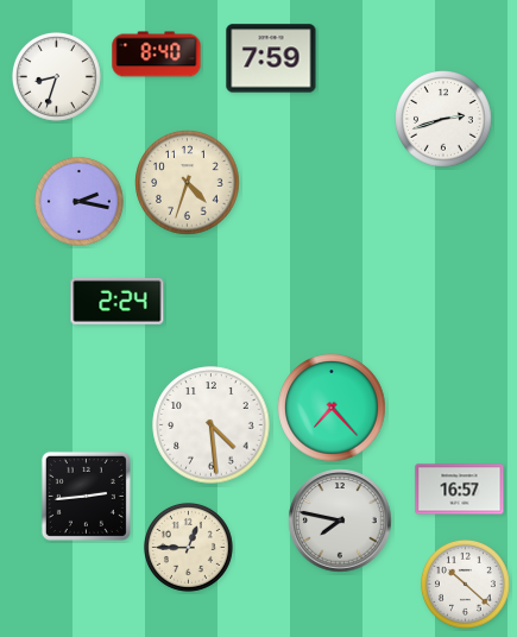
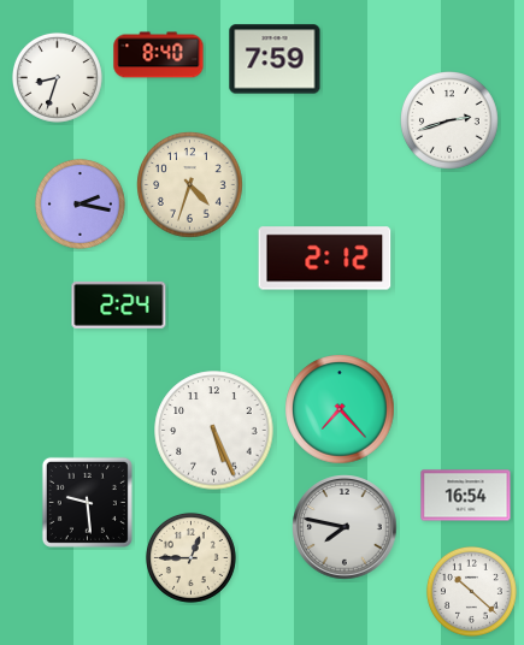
clock at (325, 259): none -> 2:12
clock at (332, 408) position: (332, 408) -> (340, 409)
clock at (212, 425): 4:29 -> 5:26
clock at (460, 490): 16:57 -> 16:54
clock at (86, 496): 2:44 -> 9:29
clock at (188, 547) position: (188, 547) -> (190, 557)
